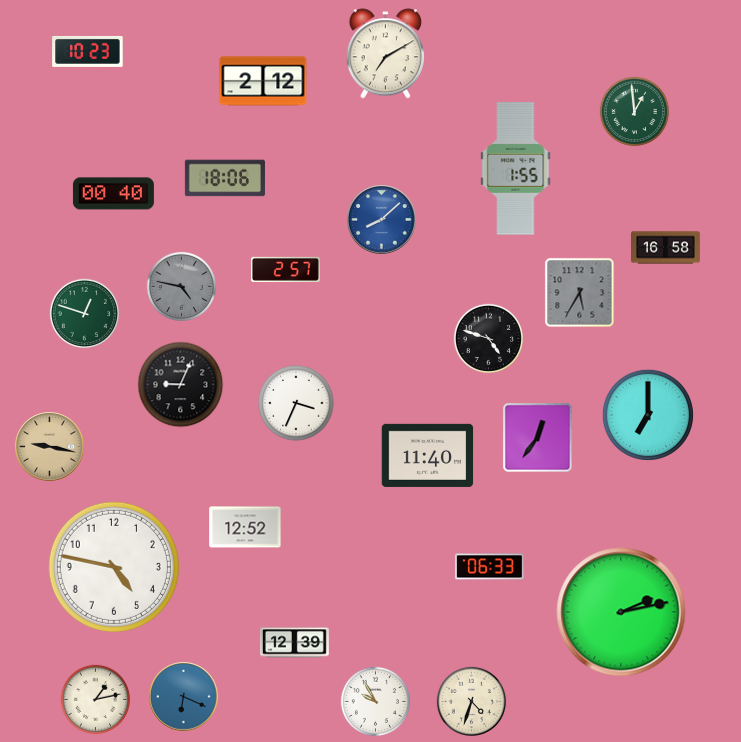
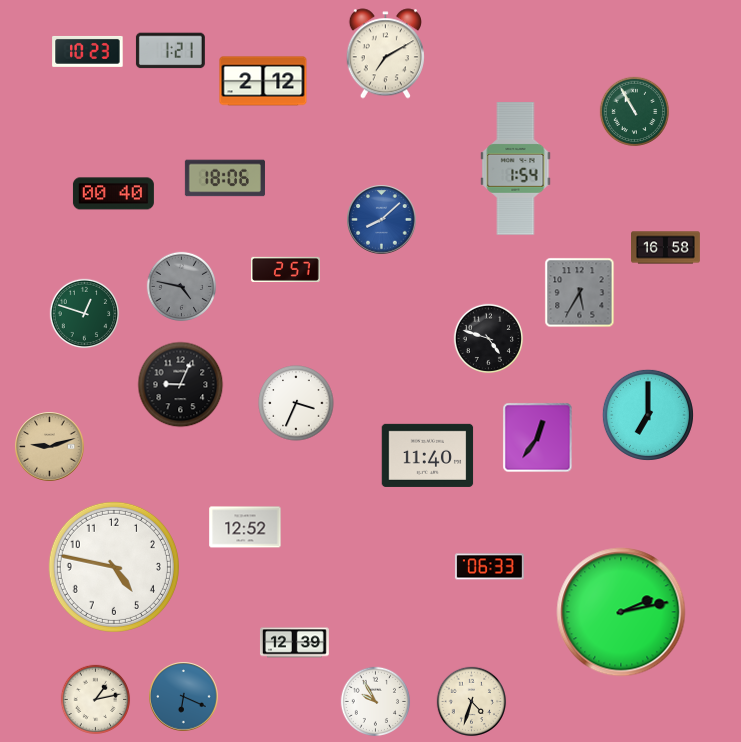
clock at (170, 51): none -> 1:21
clock at (635, 112): 12:59 -> 10:55
clock at (516, 169): 1:55 -> 1:54
clock at (50, 447): 9:17 -> 9:12
